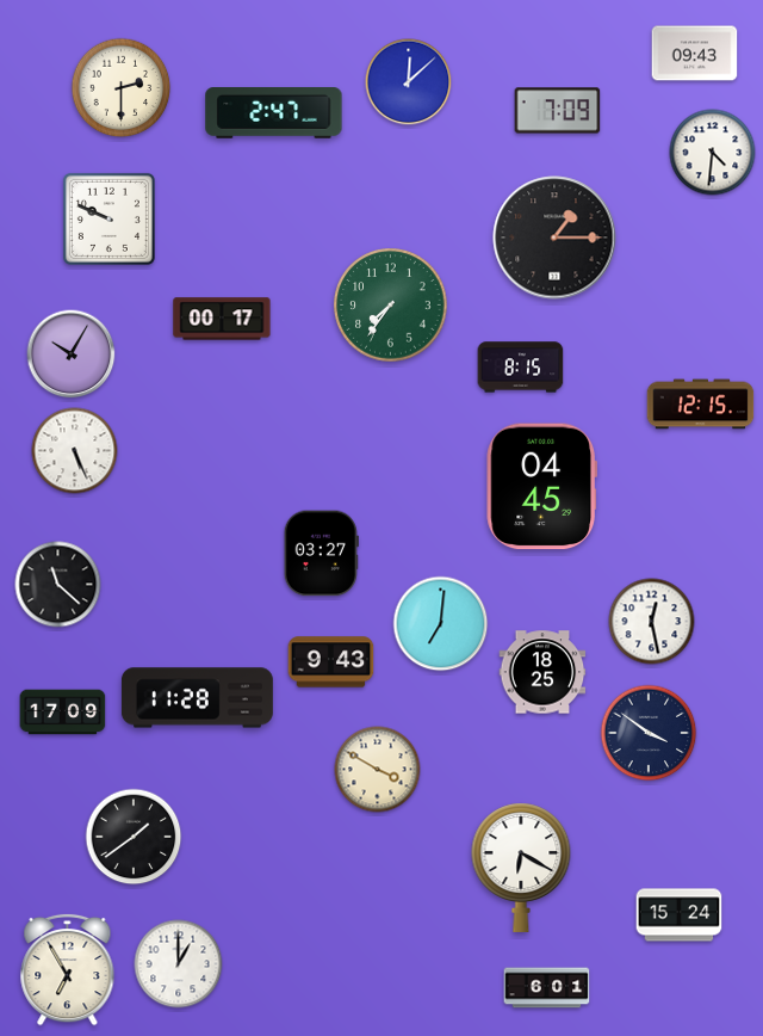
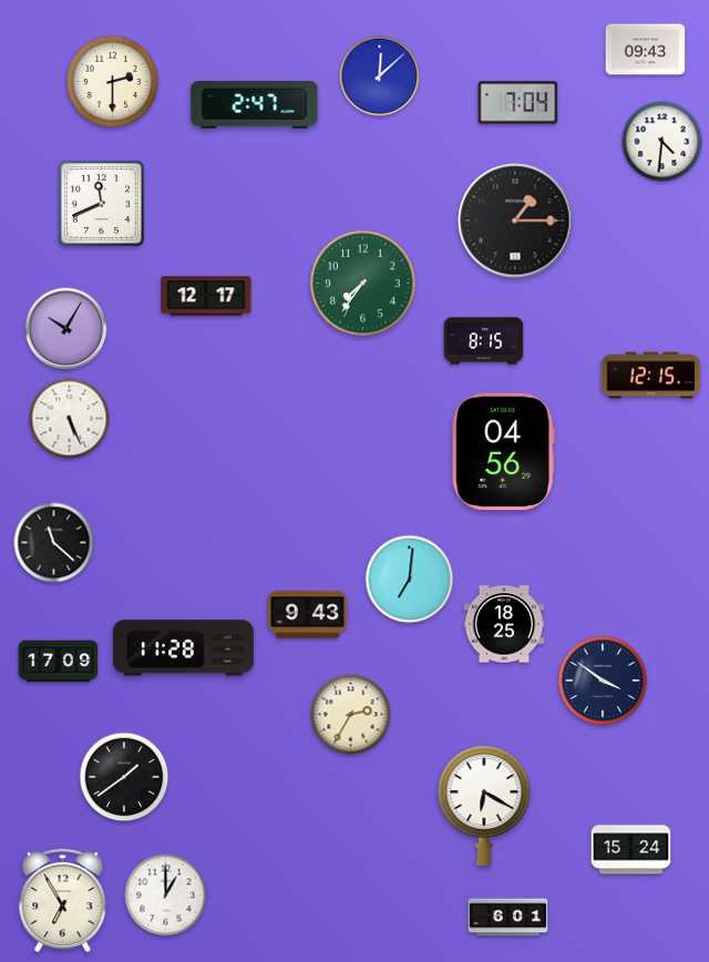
clock at (558, 111): 7:09 -> 7:04
clock at (108, 218): 9:49 -> 11:41
clock at (222, 319): 00:17 -> 12:17
clock at (541, 487): 04:45 -> 04:56
clock at (321, 554): 03:27 -> none
clock at (652, 622): 12:28 -> none
clock at (378, 770): 3:50 -> 2:35
